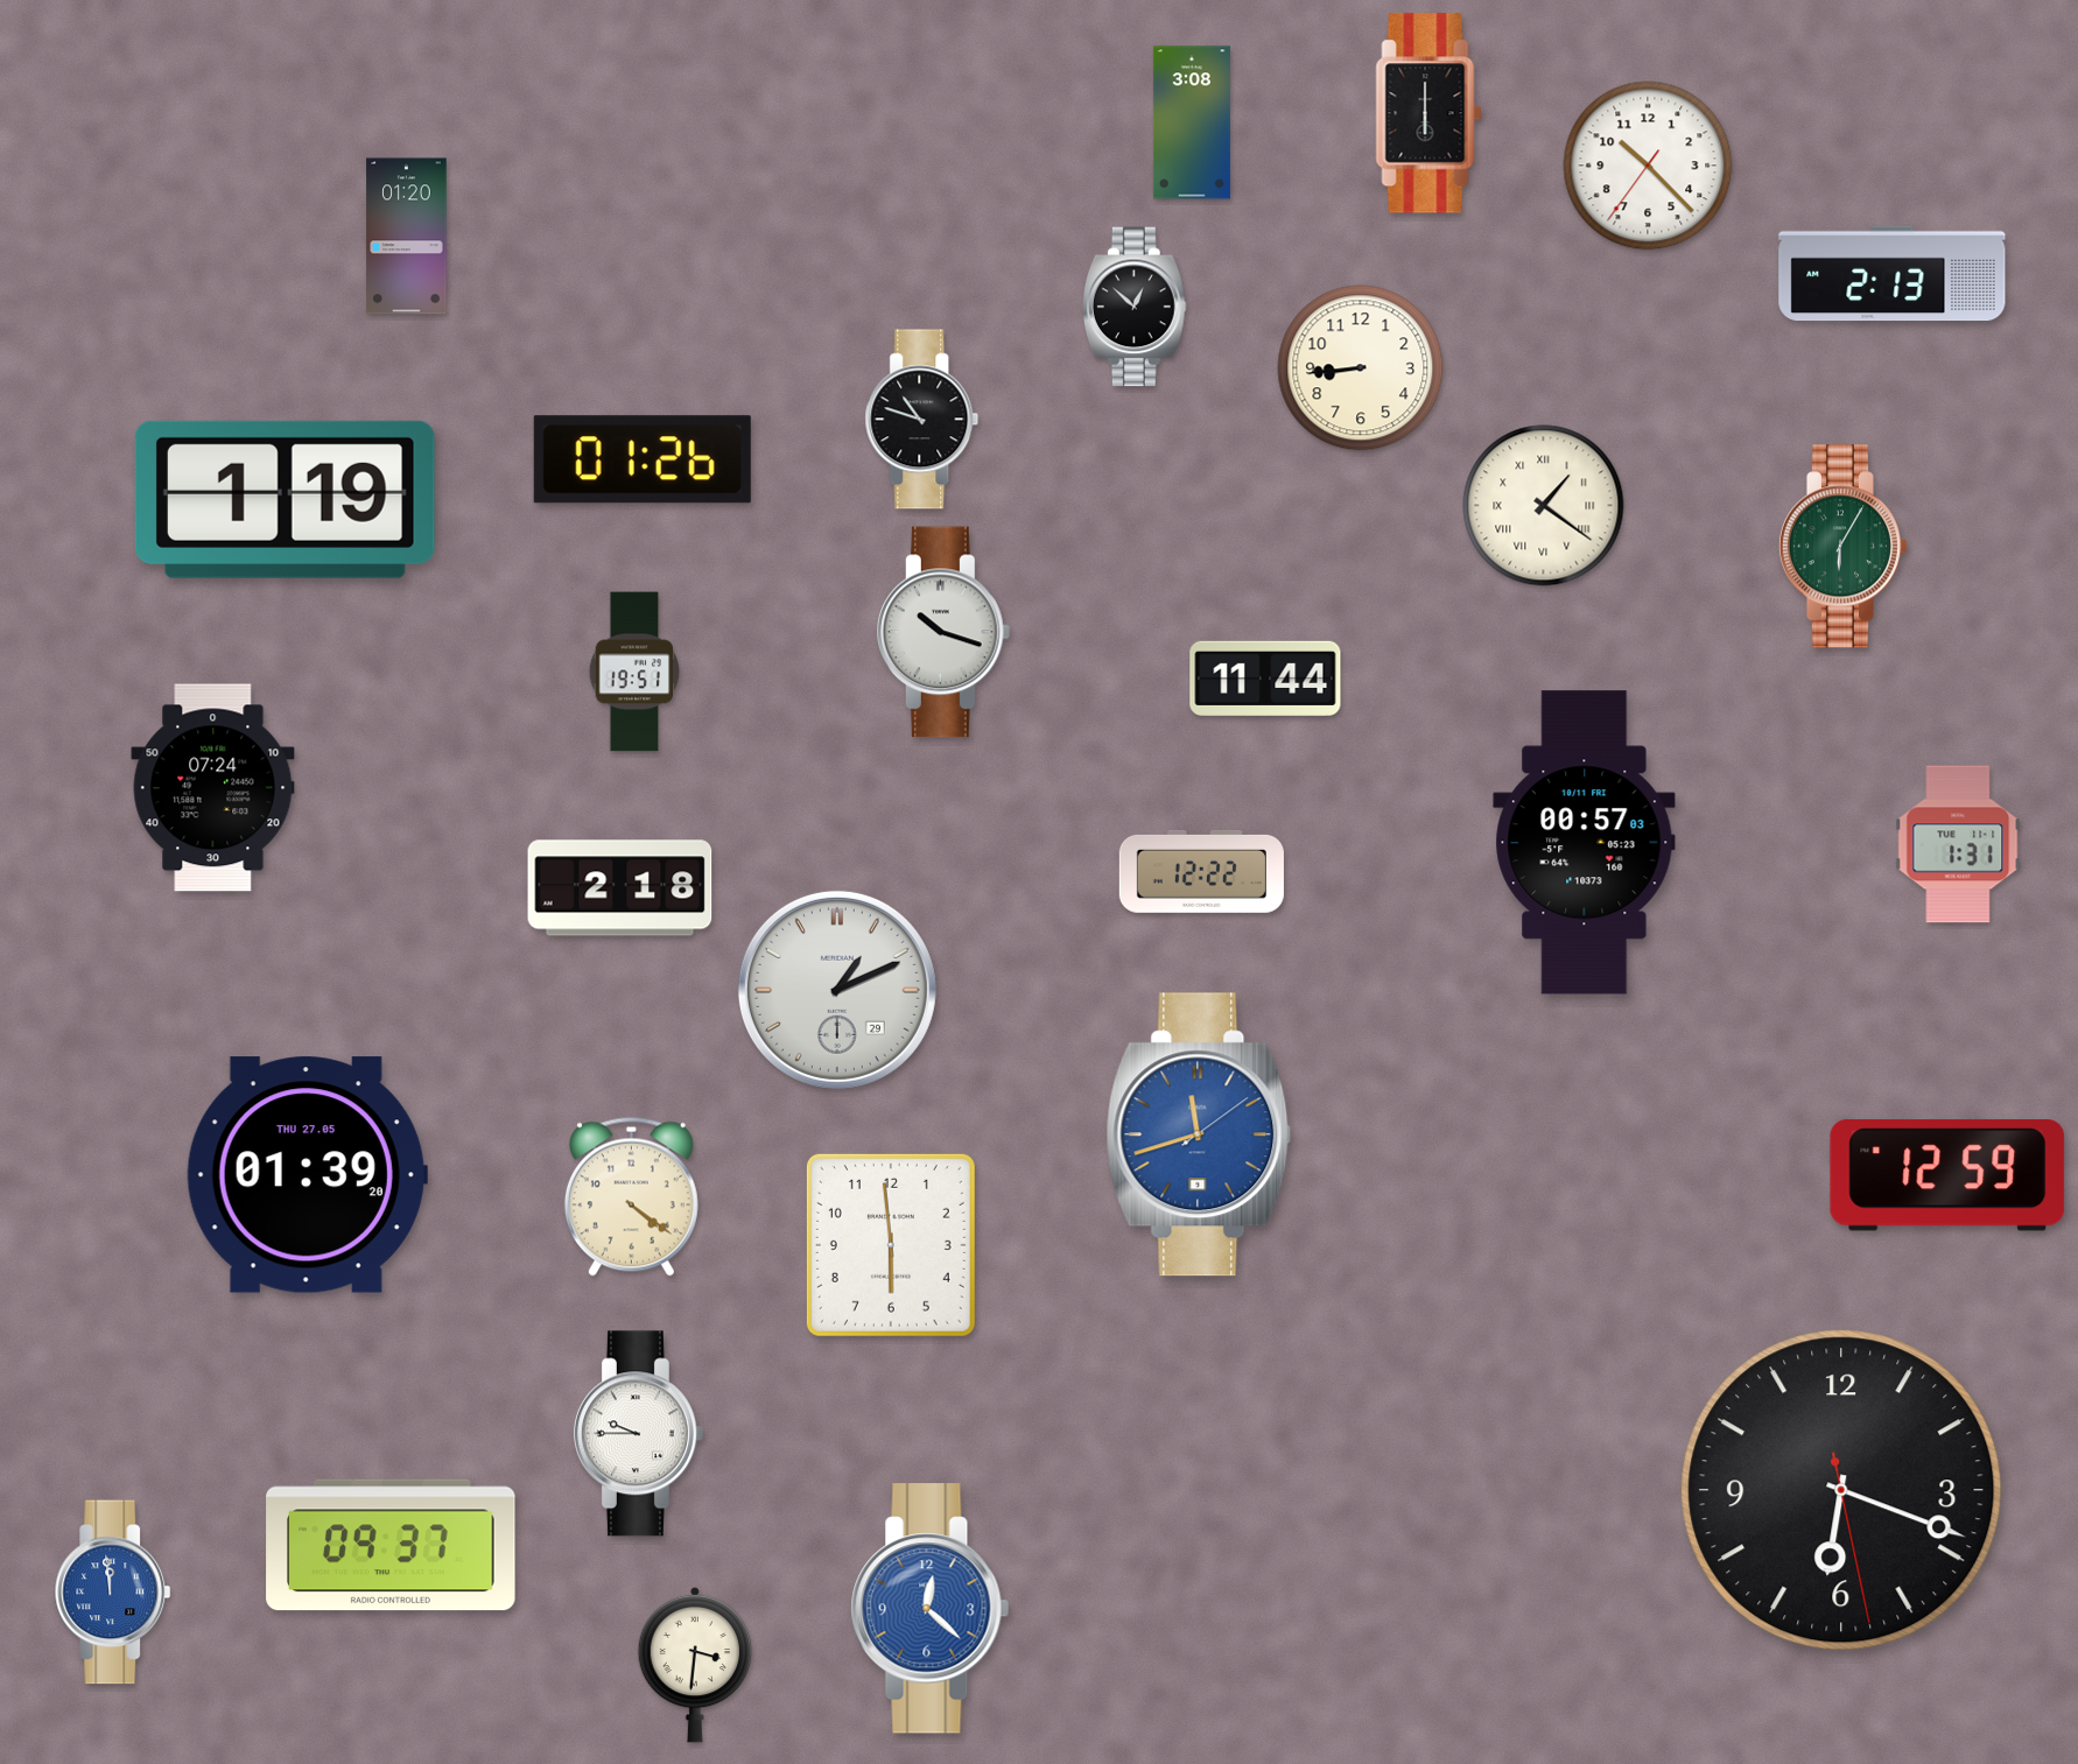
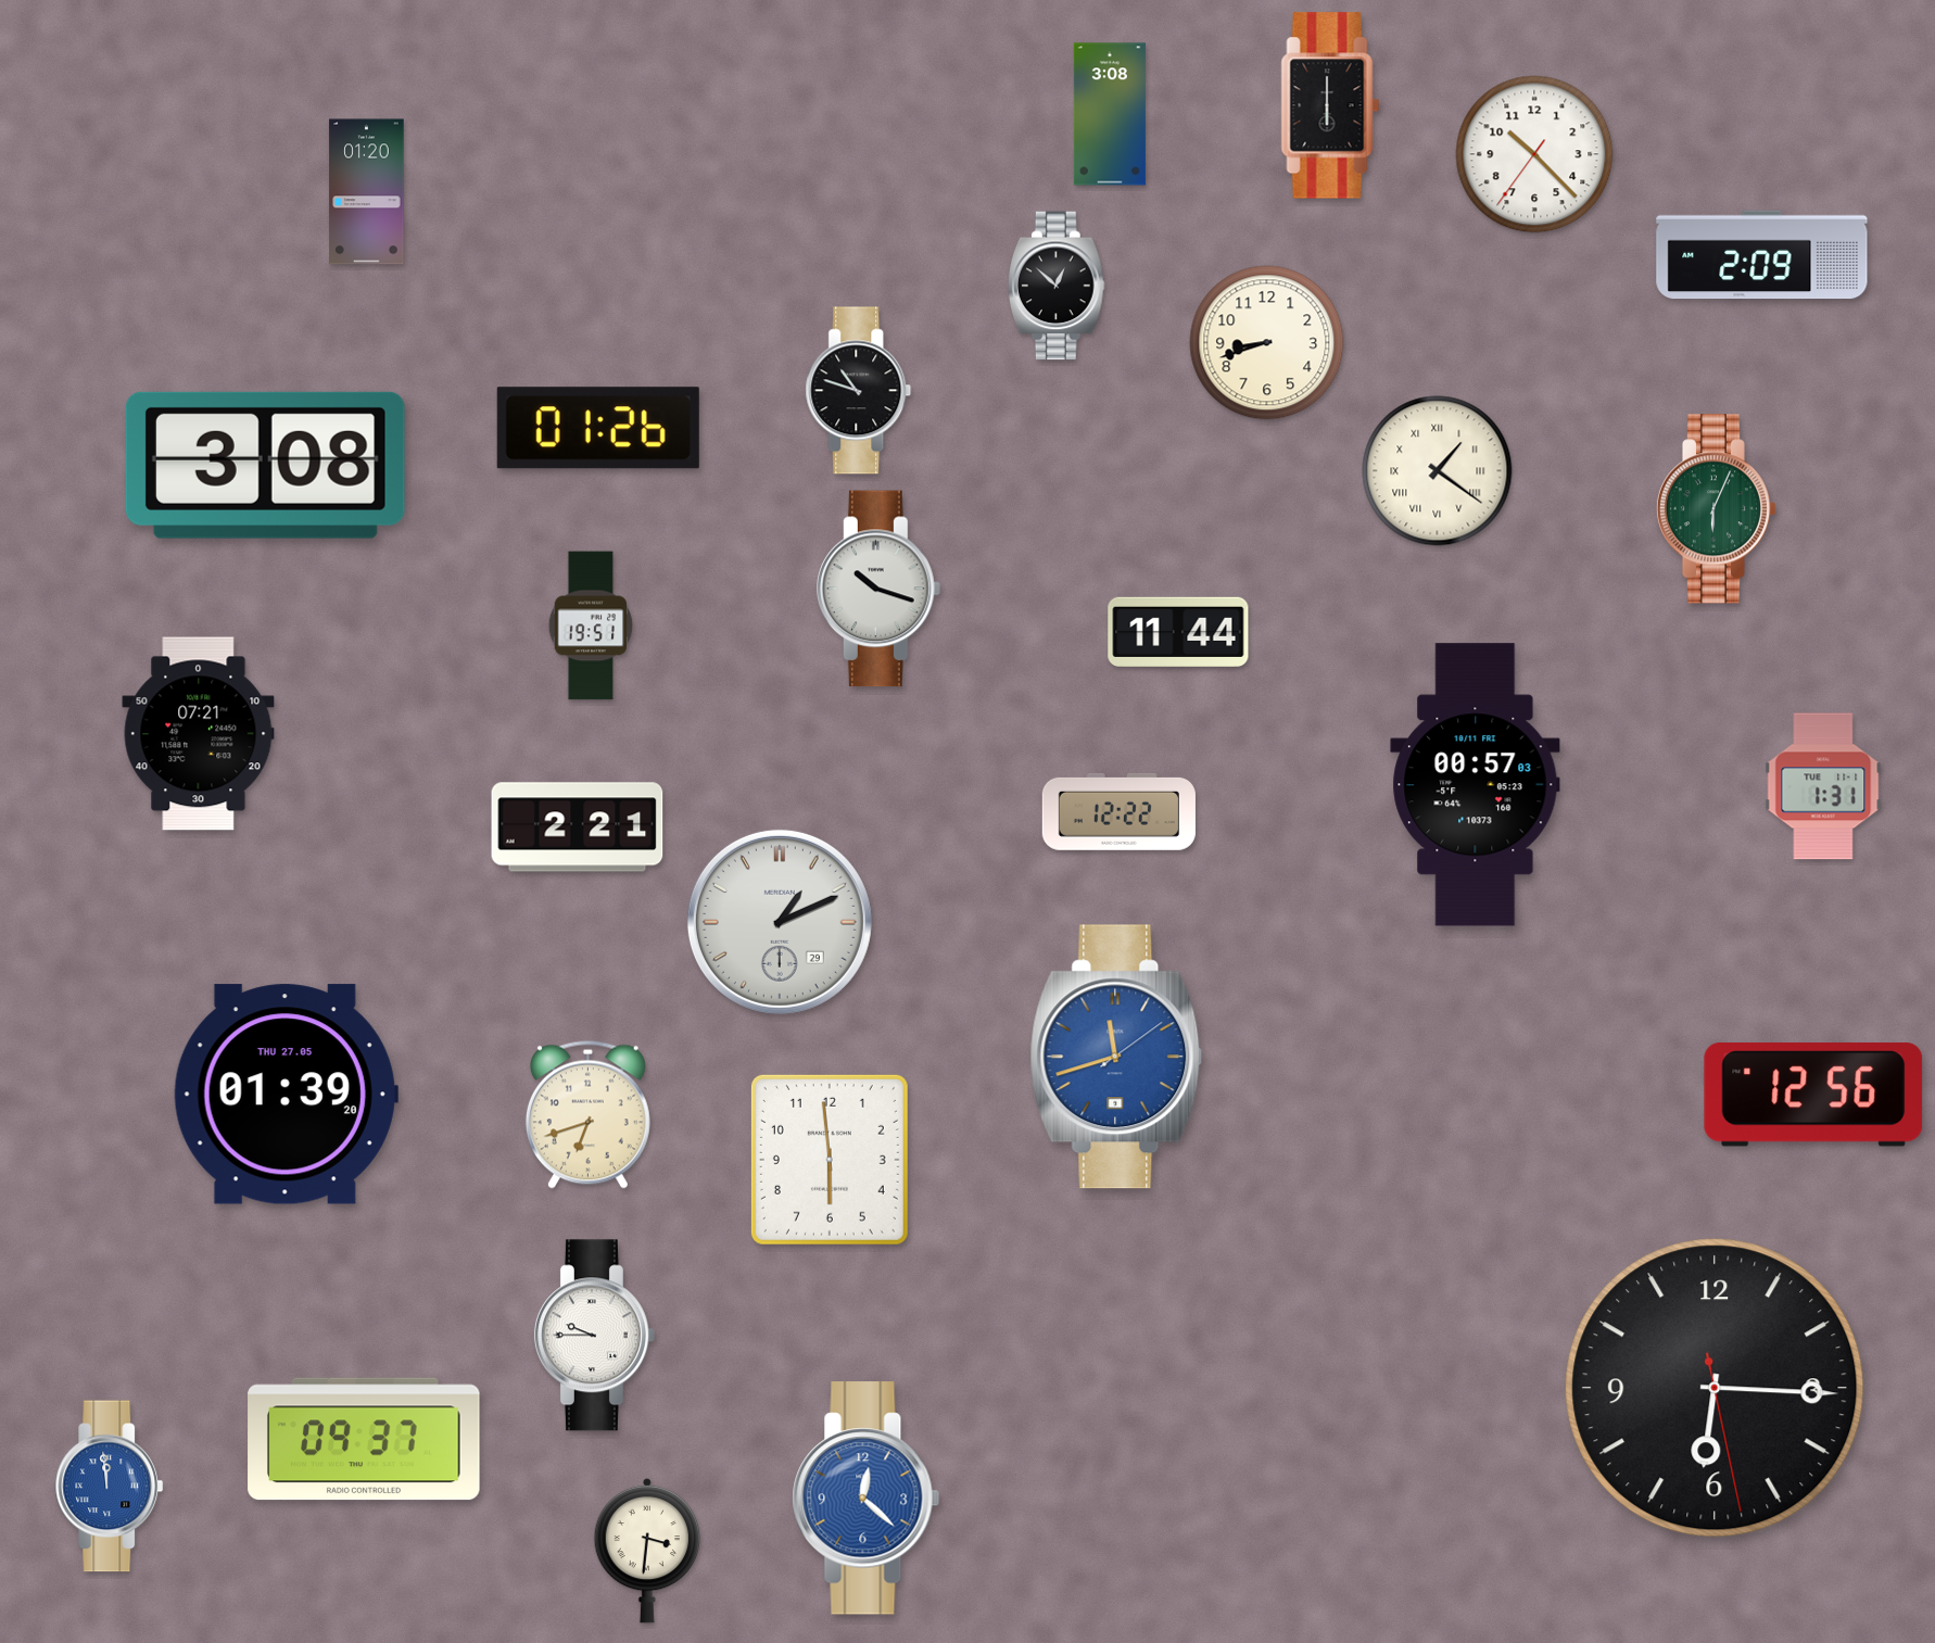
clock at (407, 237) position: (407, 237) -> (367, 192)
clock at (1893, 274): 2:13 -> 2:09
clock at (1361, 368): 8:44 -> 8:42
clock at (285, 499): 1:19 -> 3:08
clock at (1842, 547): 6:05 -> 6:04
clock at (213, 788): 07:24 -> 07:21
clock at (620, 888): 2:18 -> 2:21
clock at (1947, 1175): 12:59 -> 12:56
clock at (631, 1196): 4:21 -> 6:42
clock at (1841, 1490): 6:18 -> 6:15
clock at (113, 1593) position: (113, 1593) -> (110, 1487)
